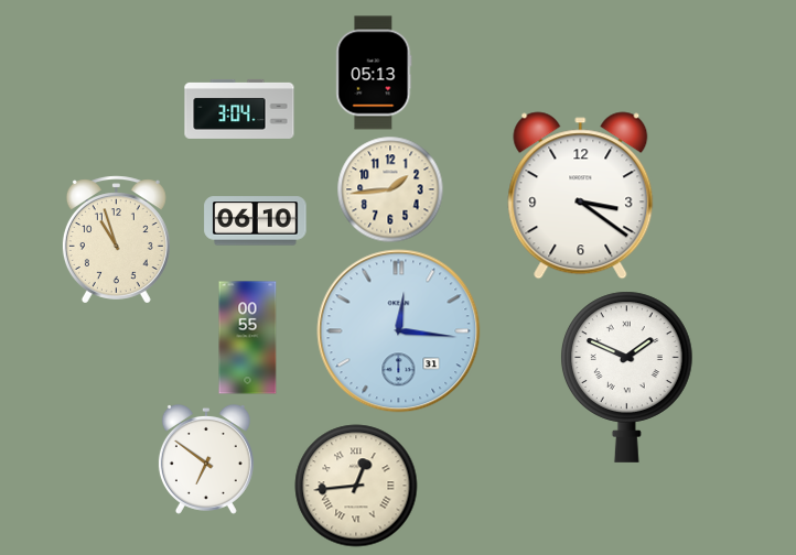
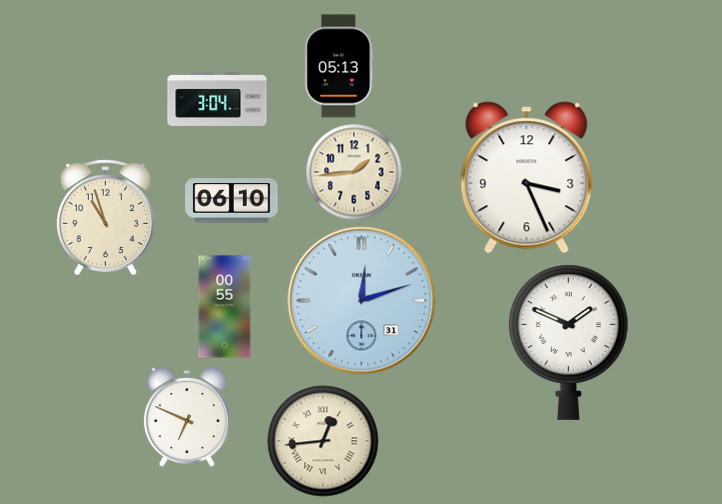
clock at (581, 196): 3:21 -> 3:26
clock at (399, 331): 12:16 -> 12:12
clock at (206, 459): 6:51 -> 6:49
